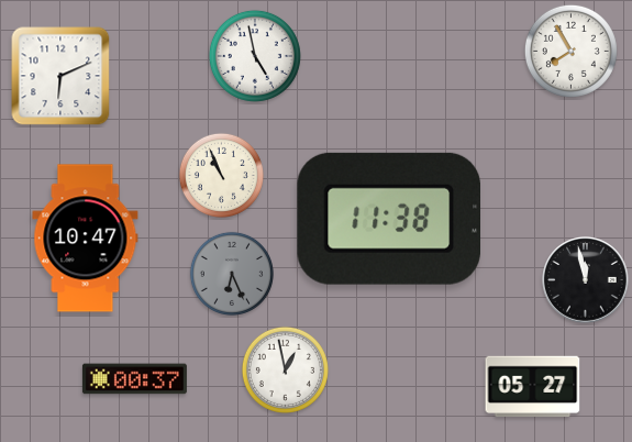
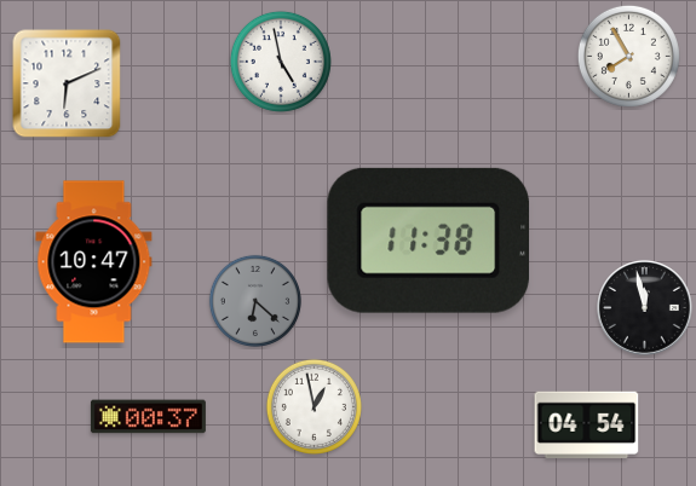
clock at (221, 175): 10:56 -> none
clock at (232, 274): 6:26 -> 6:22
clock at (533, 387): 05:27 -> 04:54
